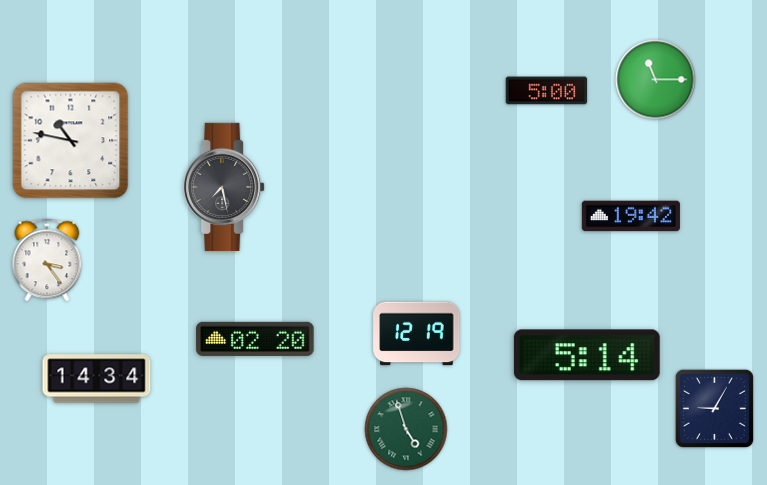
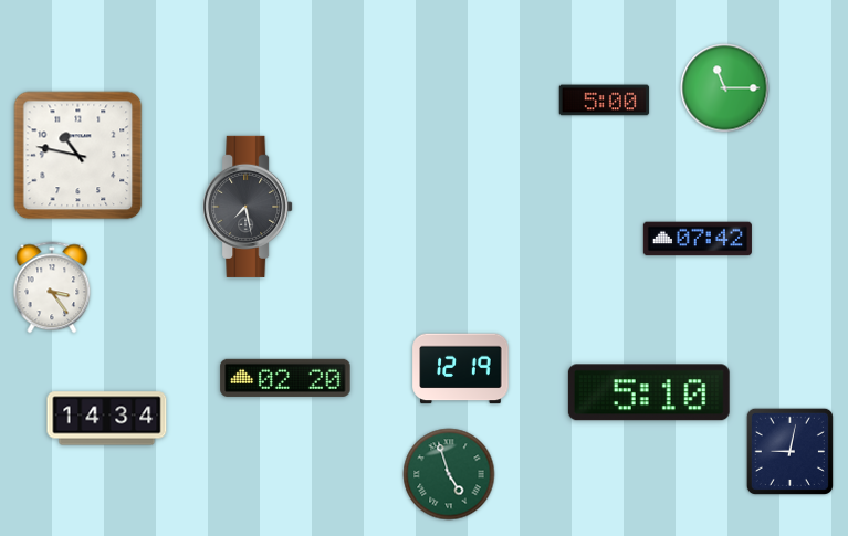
clock at (631, 216): 19:42 -> 07:42
clock at (255, 339) position: (255, 339) -> (285, 378)
clock at (587, 355): 5:14 -> 5:10
clock at (714, 408): 9:05 -> 9:02
